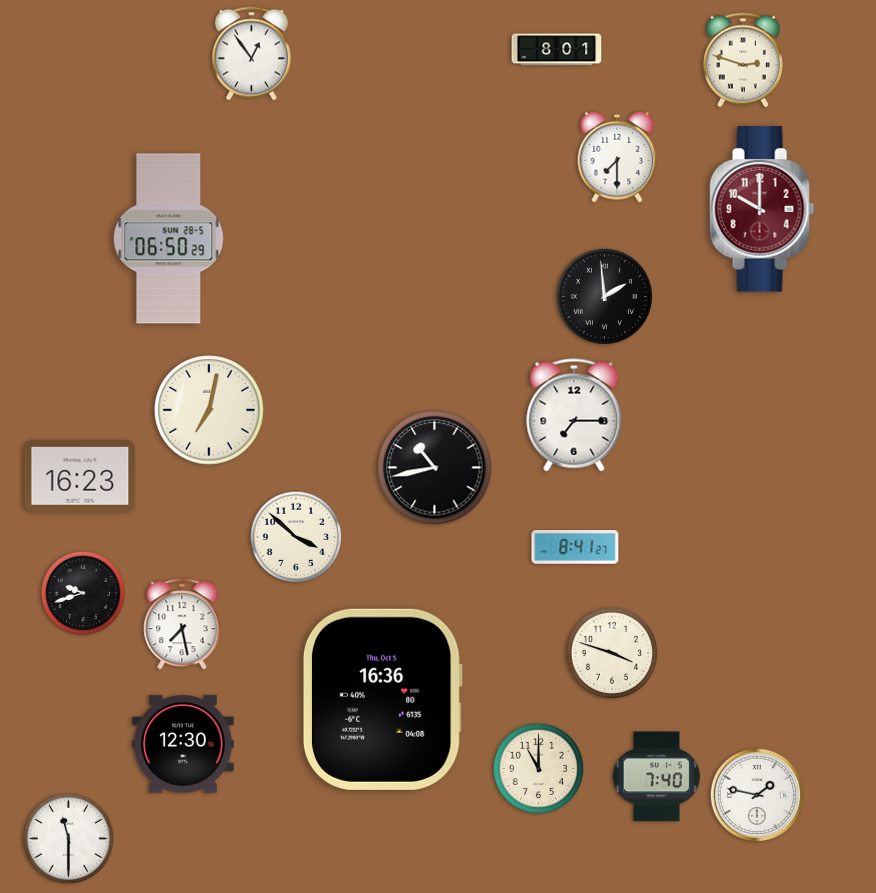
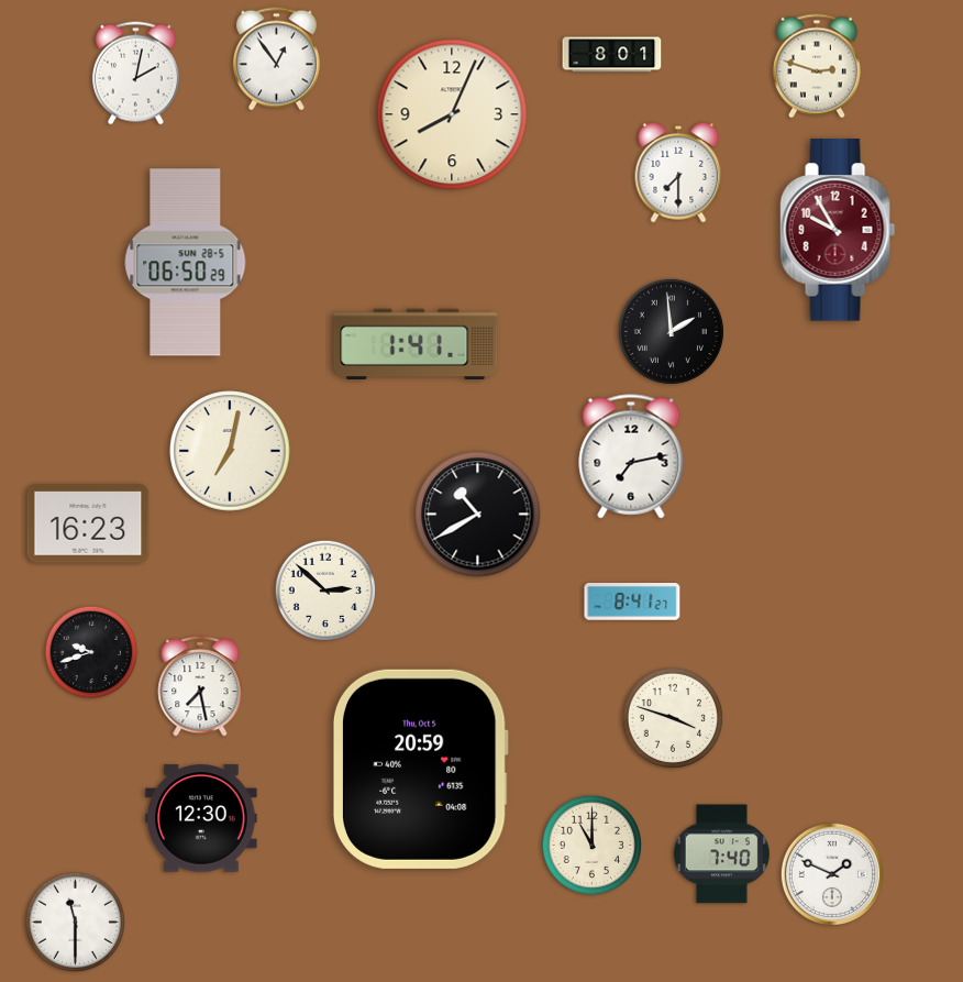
clock at (135, 74): none -> 2:02
clock at (452, 114): none -> 8:04
clock at (762, 209): 10:00 -> 9:55
clock at (604, 296) position: (604, 296) -> (671, 331)
clock at (416, 343): none -> 1:41
clock at (574, 415): 7:15 -> 7:13
clock at (435, 468): 10:43 -> 10:40
clock at (295, 536): 3:52 -> 2:52
clock at (382, 699): 16:36 -> 20:59
clock at (756, 794): 1:47 -> 1:49
